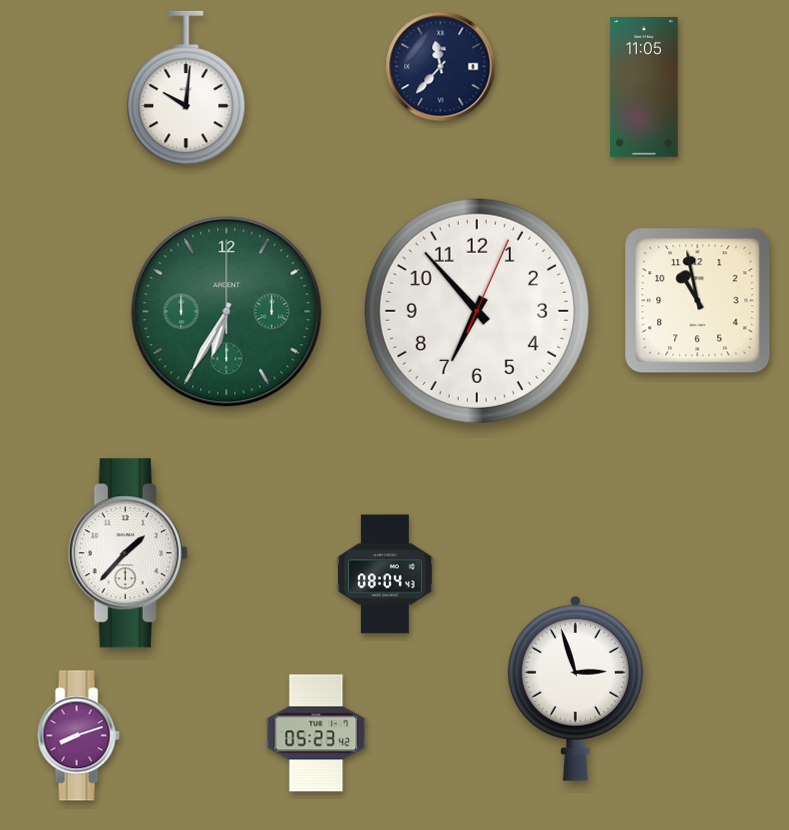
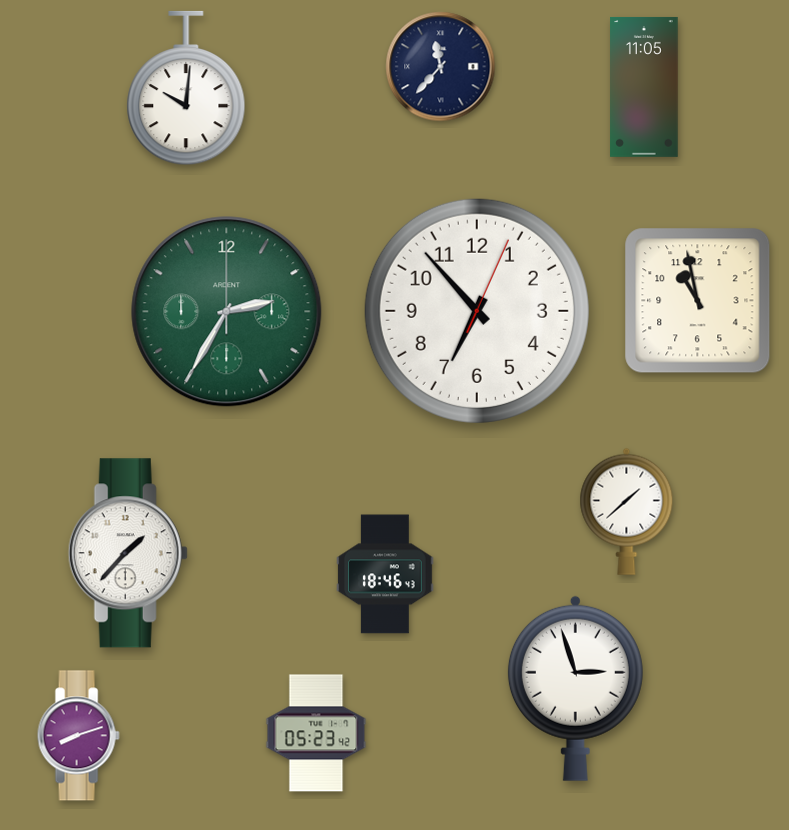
clock at (227, 312): 6:35 -> 2:35
clock at (627, 511): none -> 1:38
clock at (385, 574): 08:04 -> 18:46
